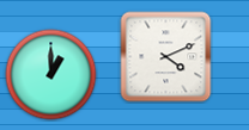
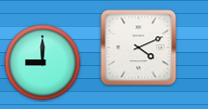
clock at (51, 75): 1:00 -> 9:00
